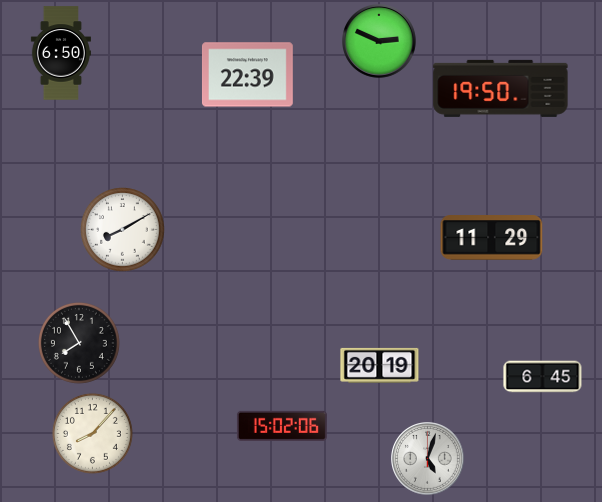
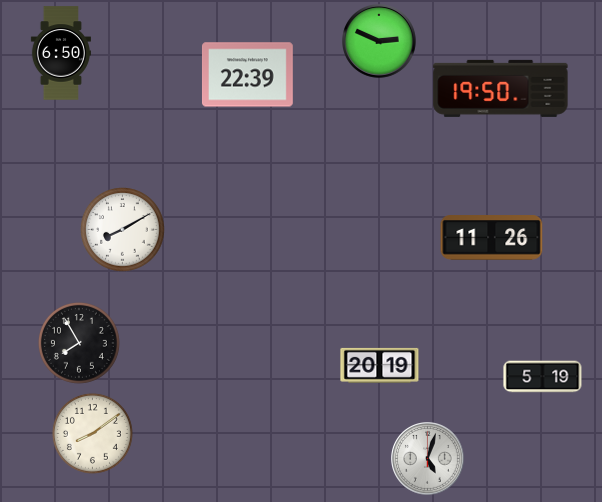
clock at (492, 238): 11:29 -> 11:26
clock at (543, 377): 6:45 -> 5:19
clock at (282, 426): 15:02 -> none
clock at (92, 433): 8:07 -> 8:09
